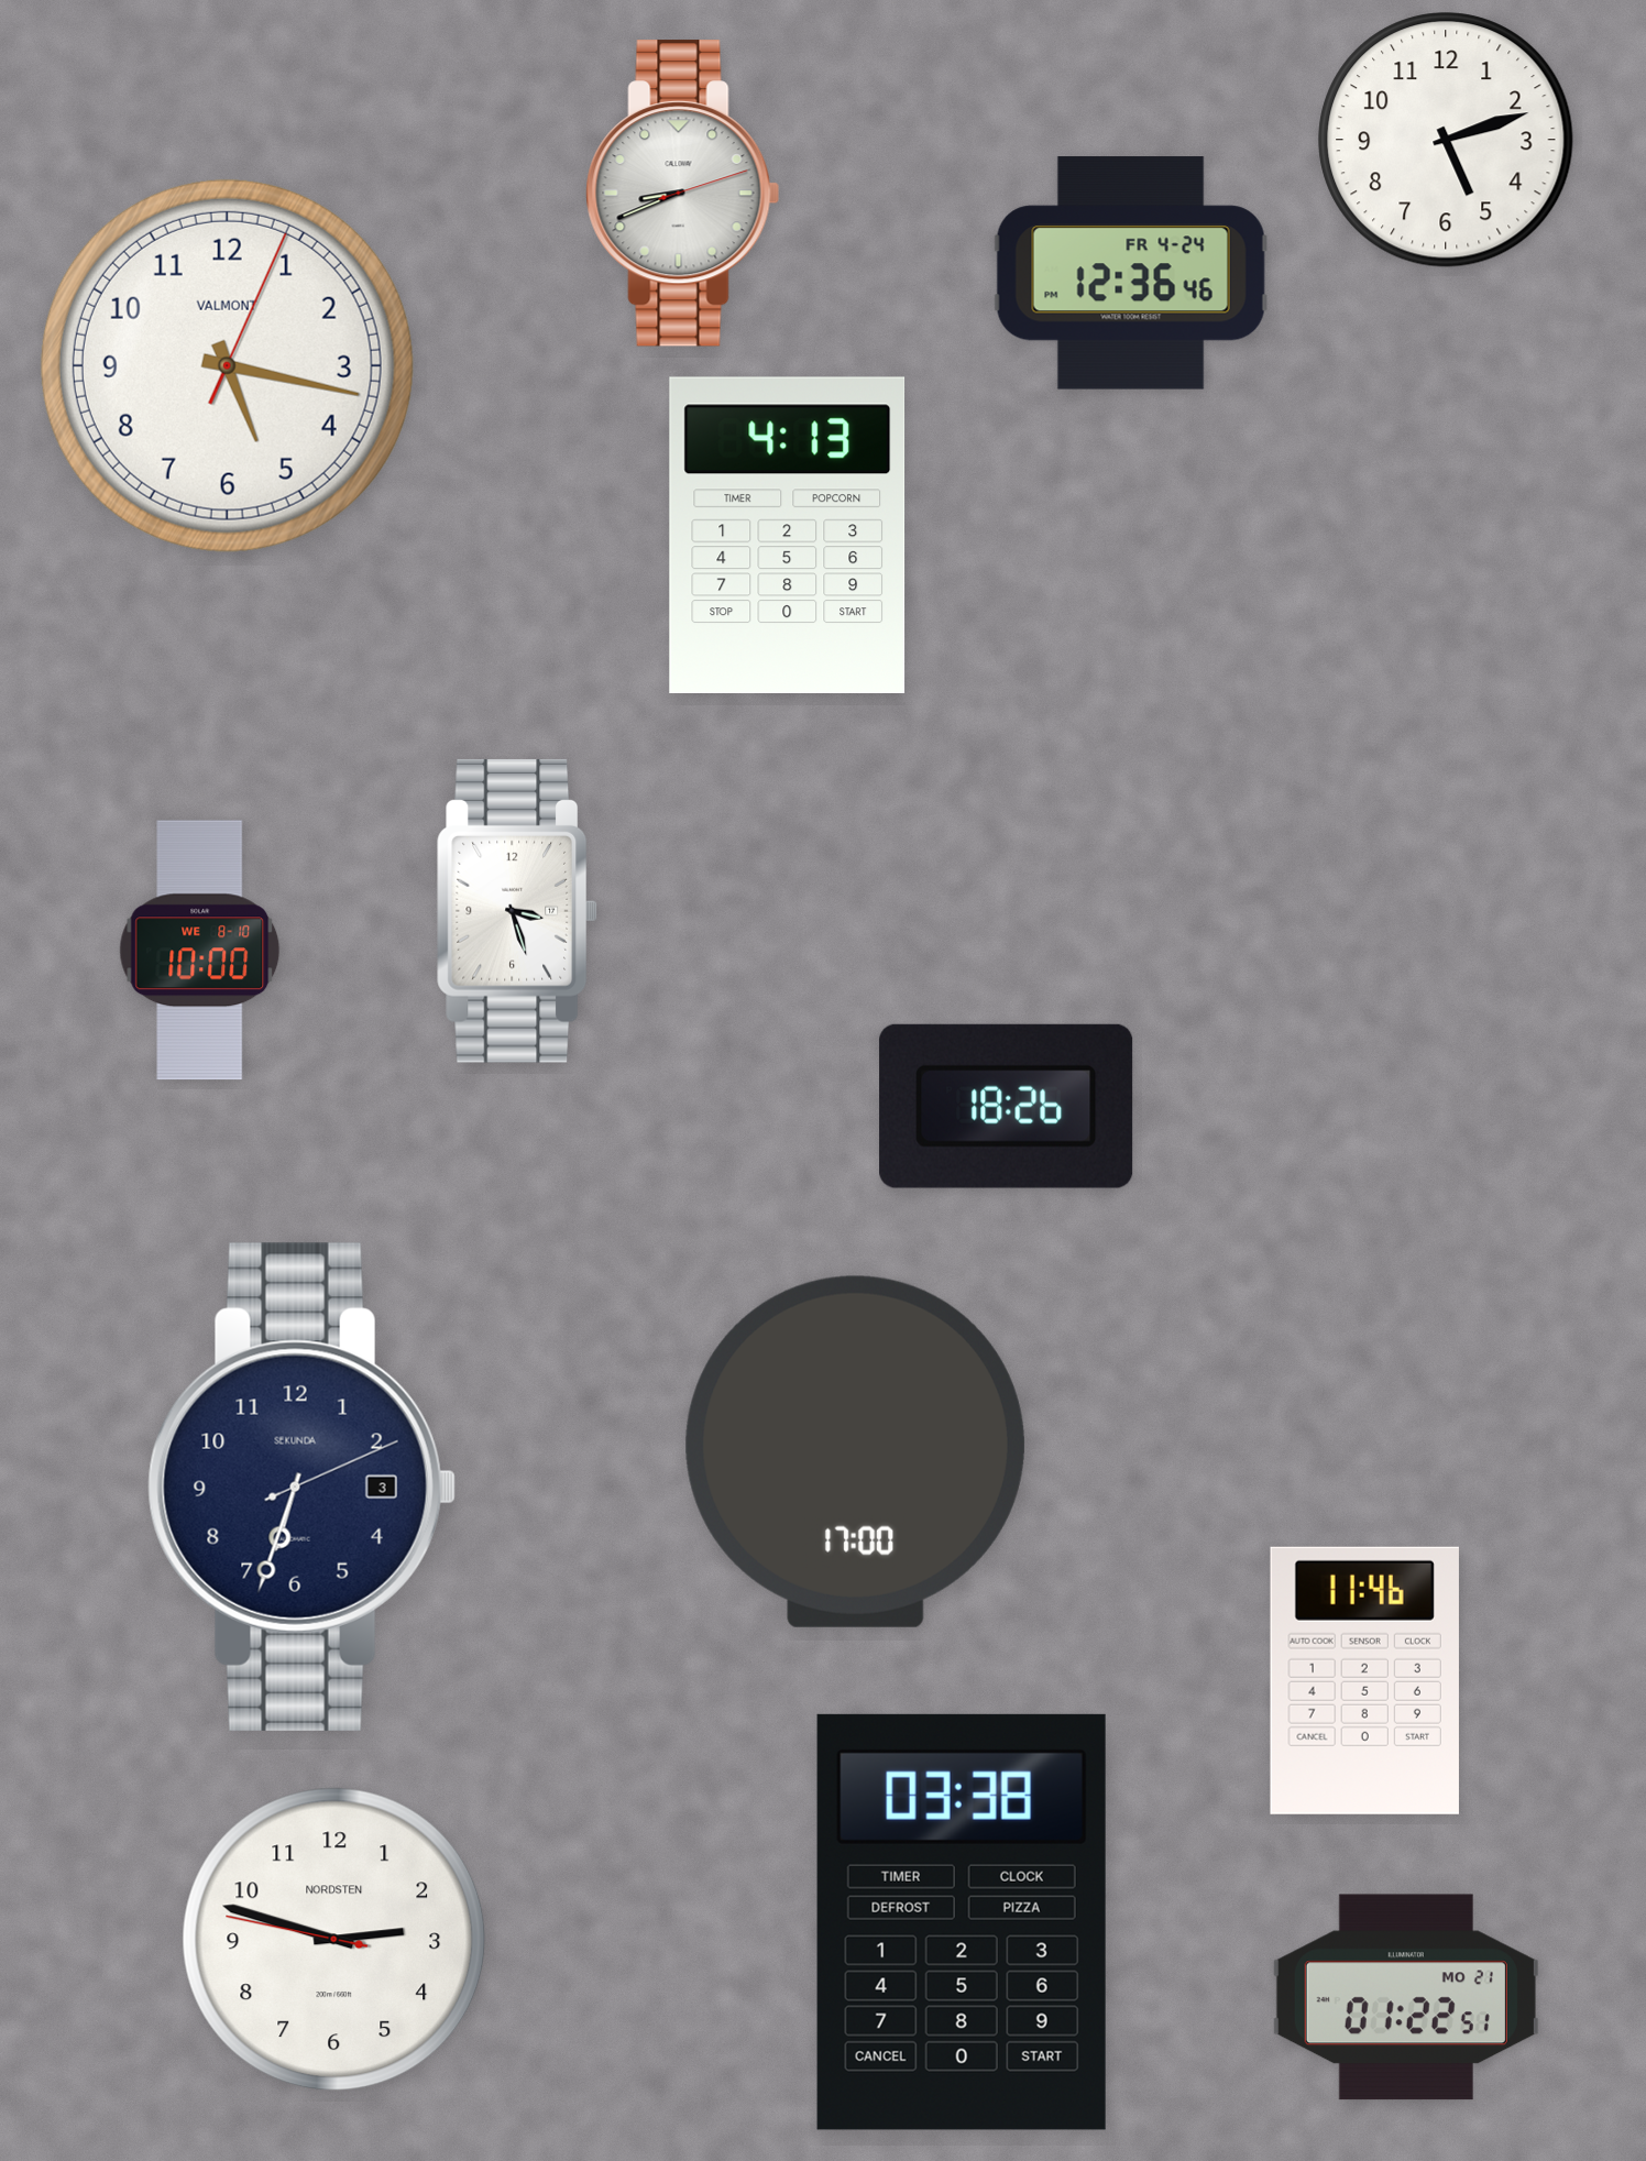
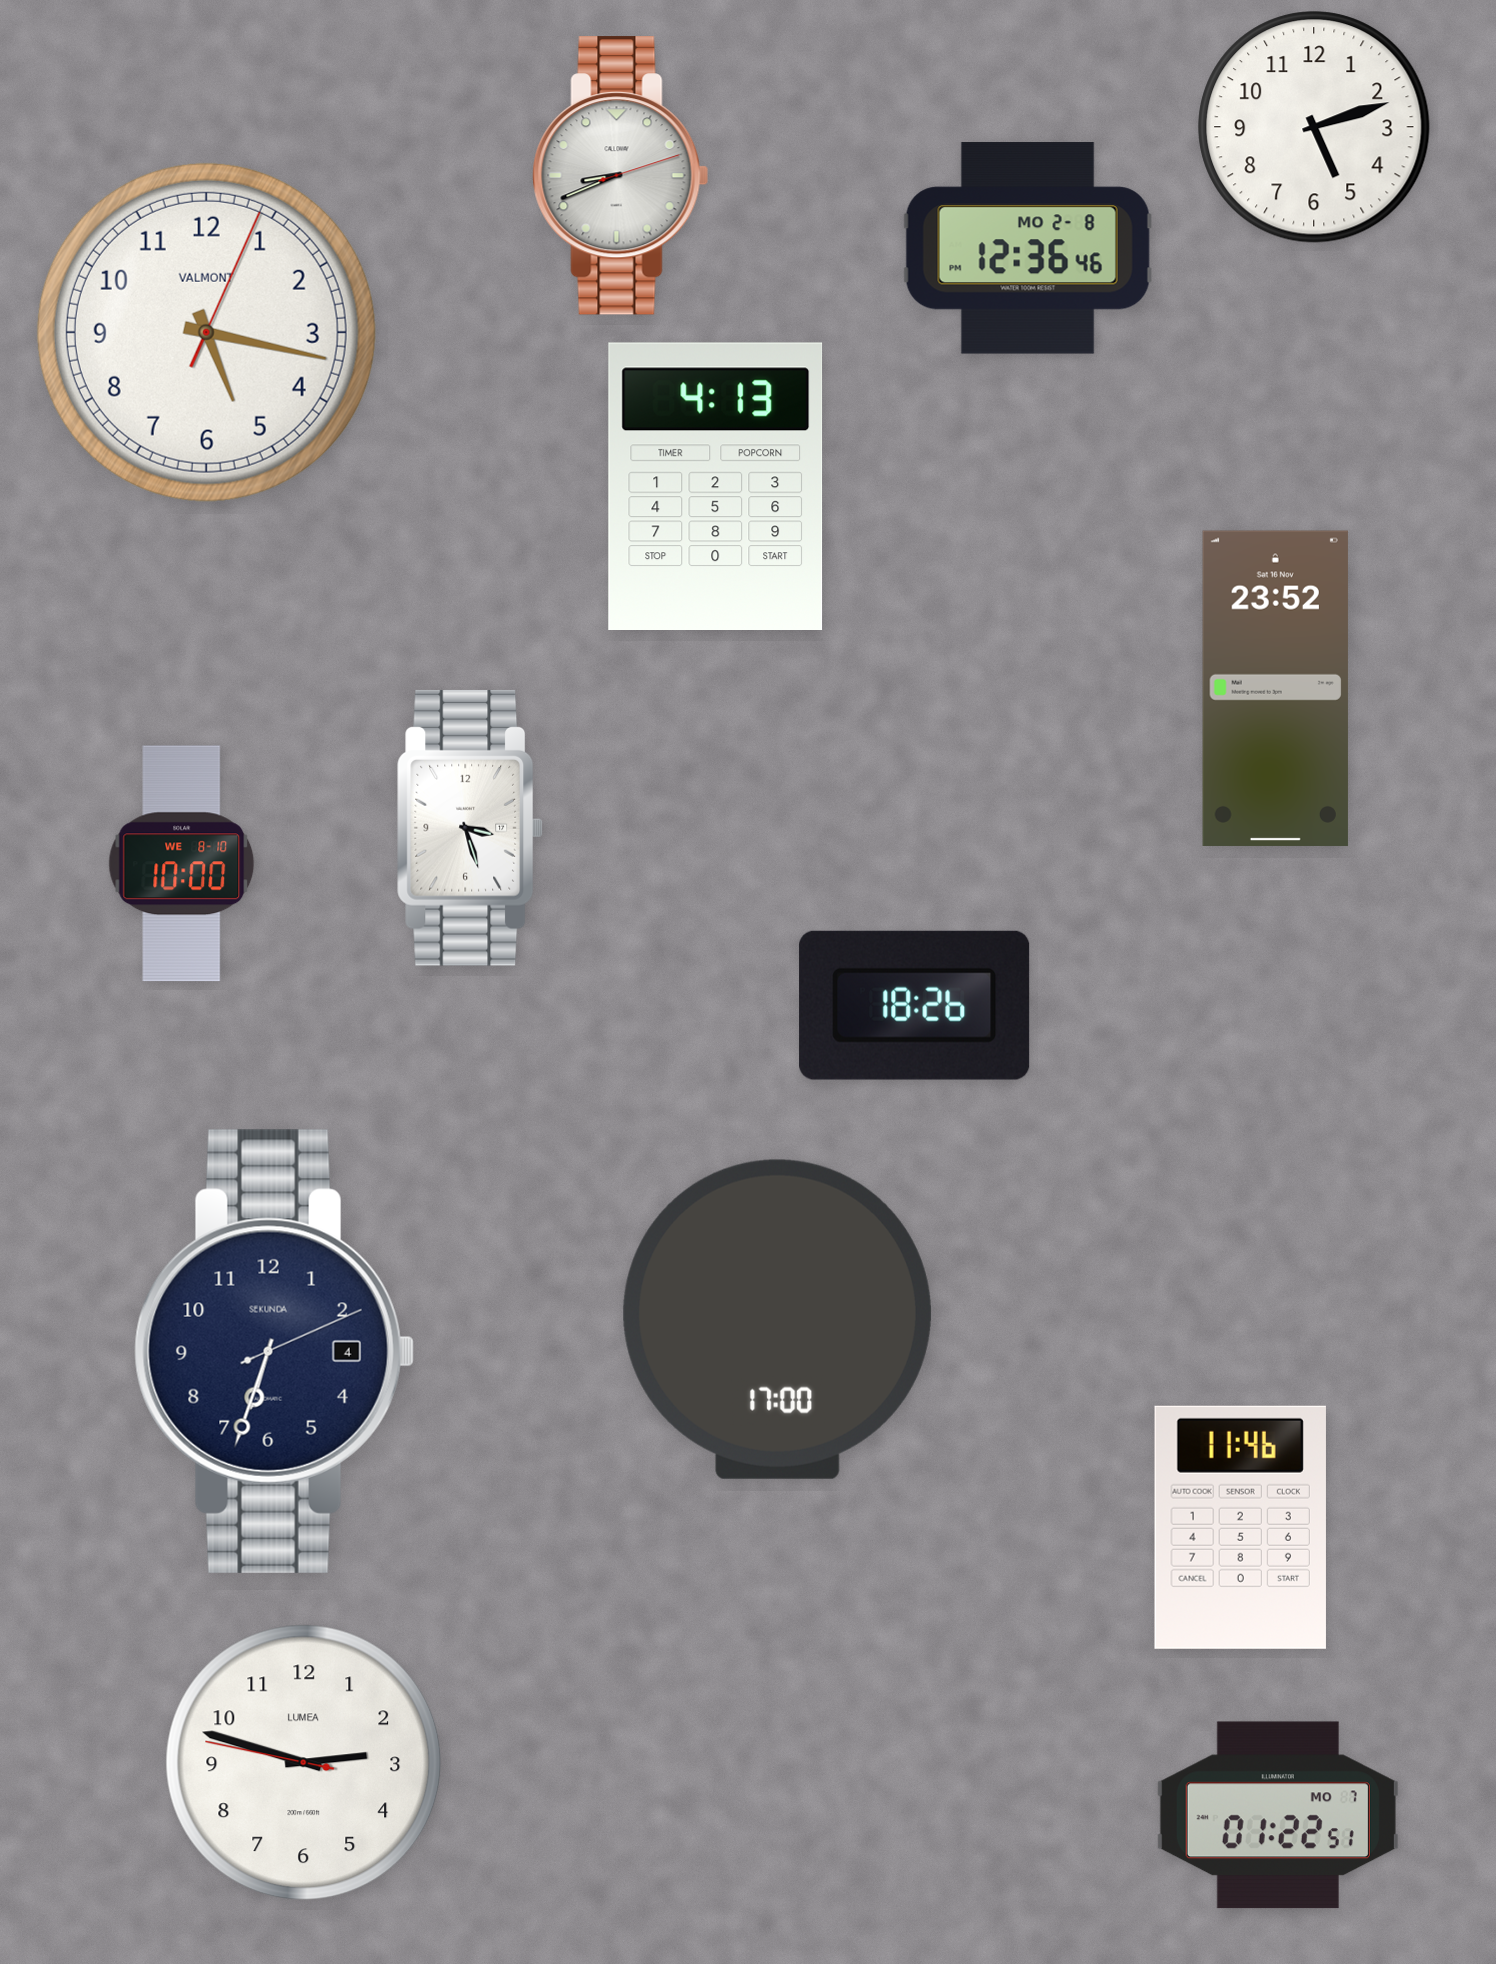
clock at (1131, 273) date: FR 4-24 -> MO 2-8
clock at (1275, 688): none -> 23:52
clock at (301, 1487) date: 3 -> 4
clock at (962, 1922): 03:38 -> none
clock at (334, 1940) brand: NORDSTEN -> LUMEA
clock at (1406, 1997) date: MO 21 -> MO 7
